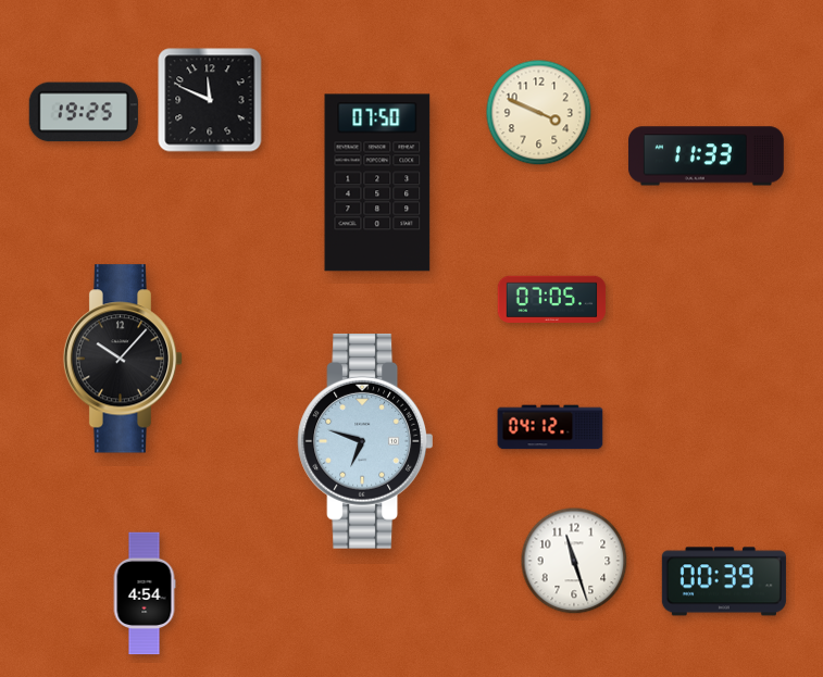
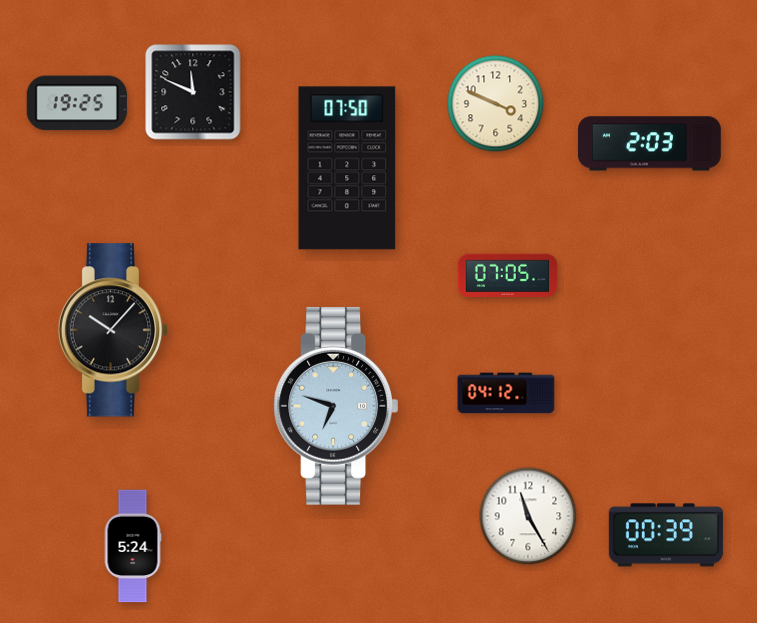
clock at (706, 156): 11:33 -> 2:03
clock at (574, 561): 11:27 -> 11:25
clock at (145, 593): 4:54 -> 5:24
